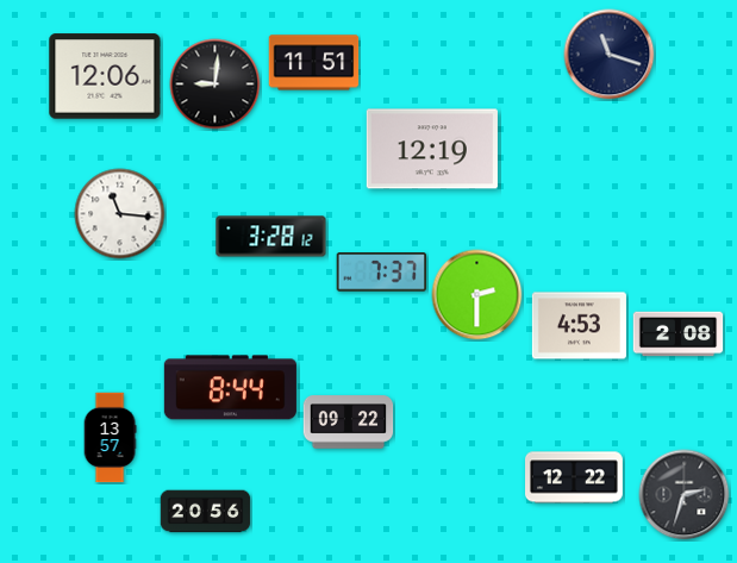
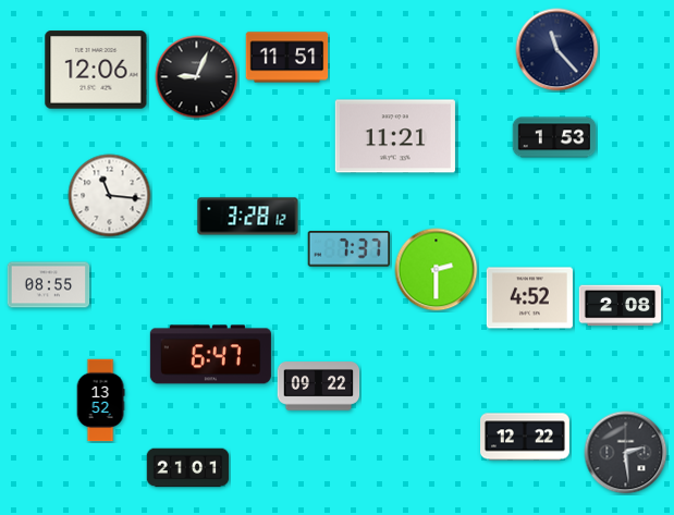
clock at (610, 55): 11:18 -> 11:23
clock at (216, 85): 9:01 -> 9:04
clock at (432, 149): 12:19 -> 11:21
clock at (554, 137): none -> 1:53
clock at (49, 285): none -> 08:55
clock at (579, 326): 4:53 -> 4:52
clock at (230, 388): 8:44 -> 6:47
clock at (110, 438): 13:57 -> 13:52
clock at (685, 495): 2:33 -> 2:29
clock at (206, 512): 20:56 -> 21:01
